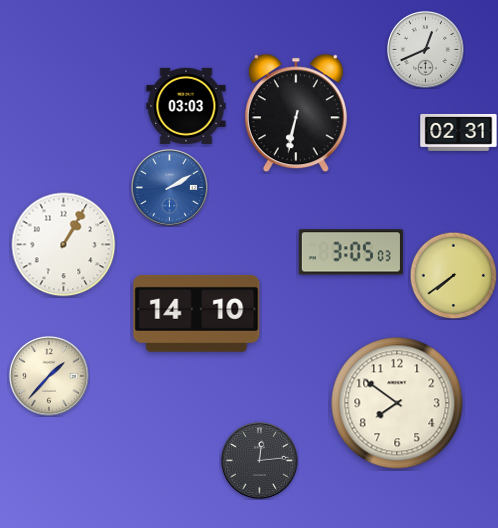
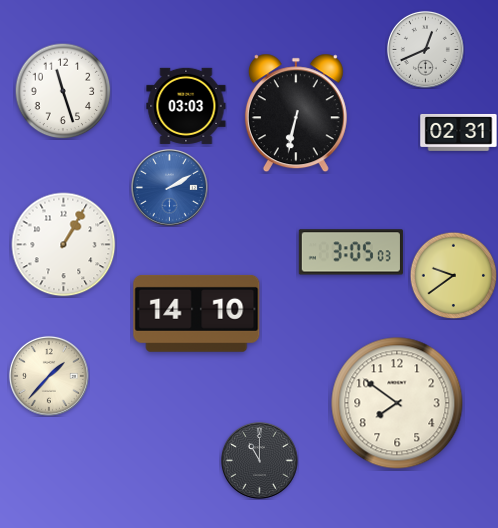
clock at (63, 91): none -> 11:27
clock at (453, 275): 7:39 -> 9:39
clock at (259, 460): 12:14 -> 11:00
